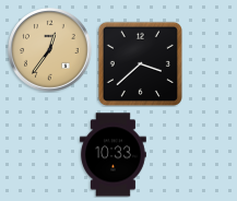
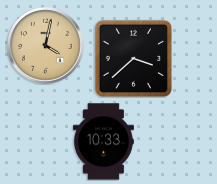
clock at (50, 50): 12:36 -> 4:02
clock at (140, 63) position: (140, 63) -> (133, 58)
